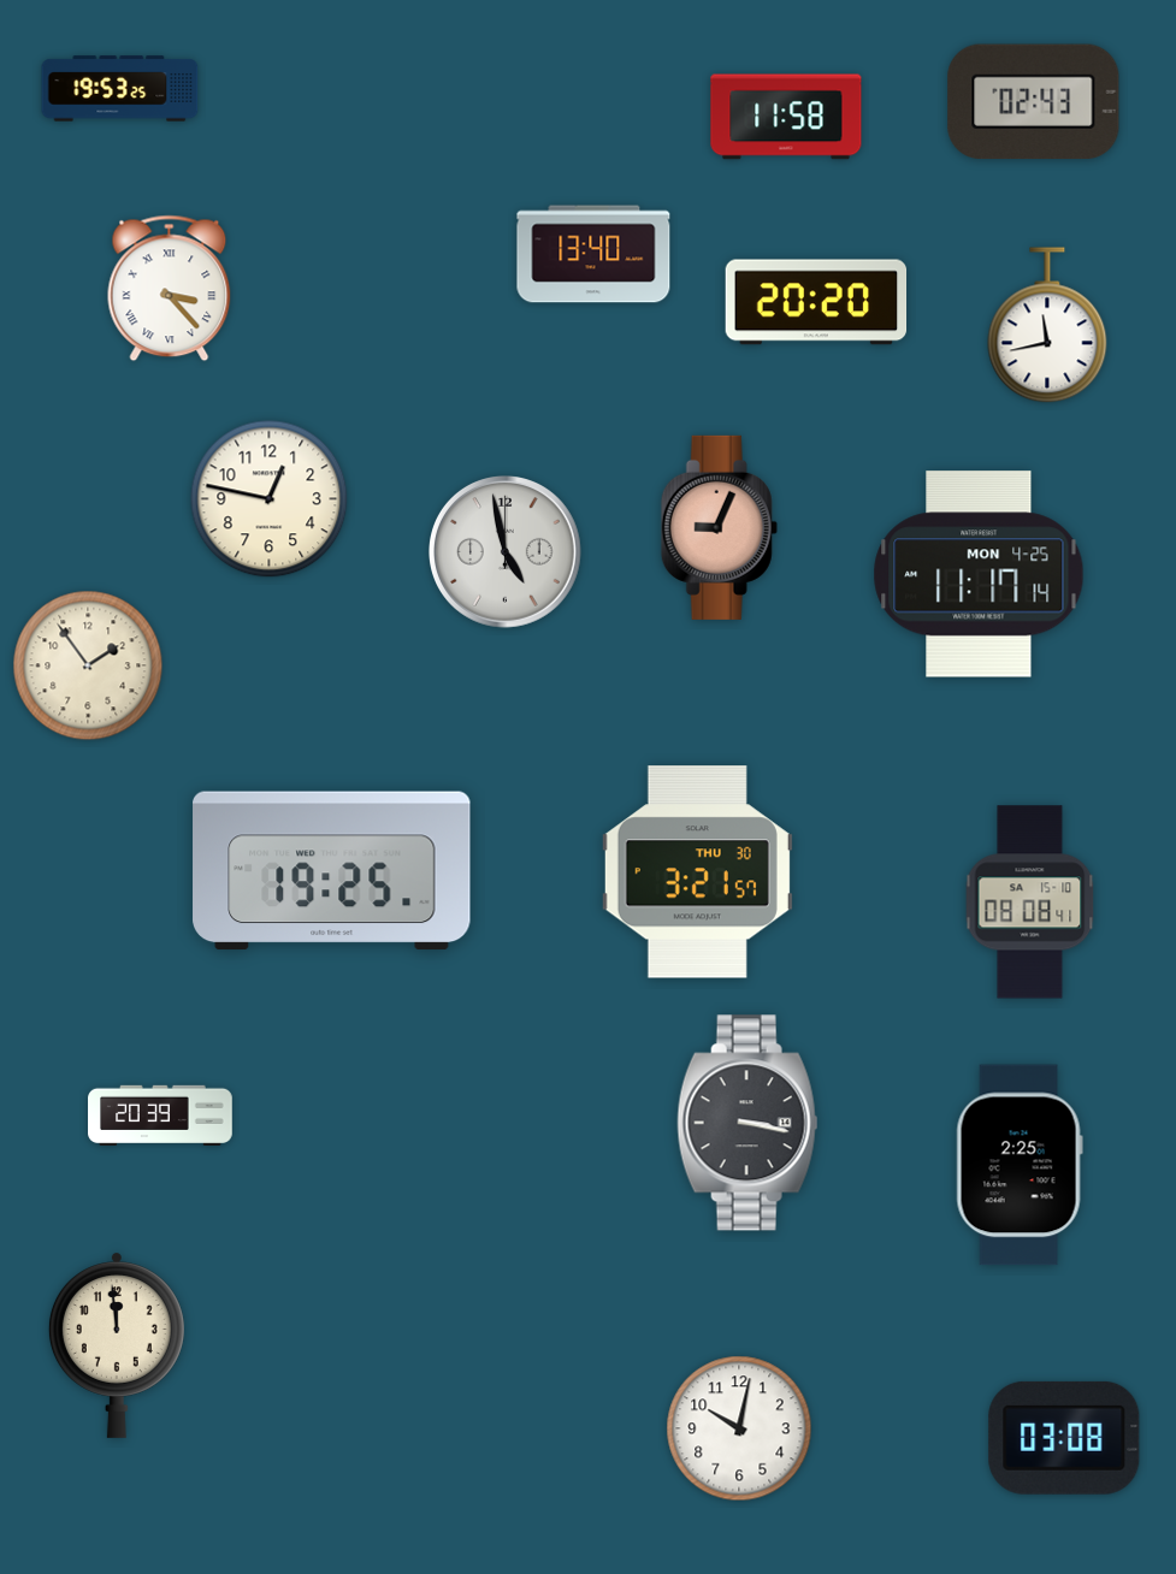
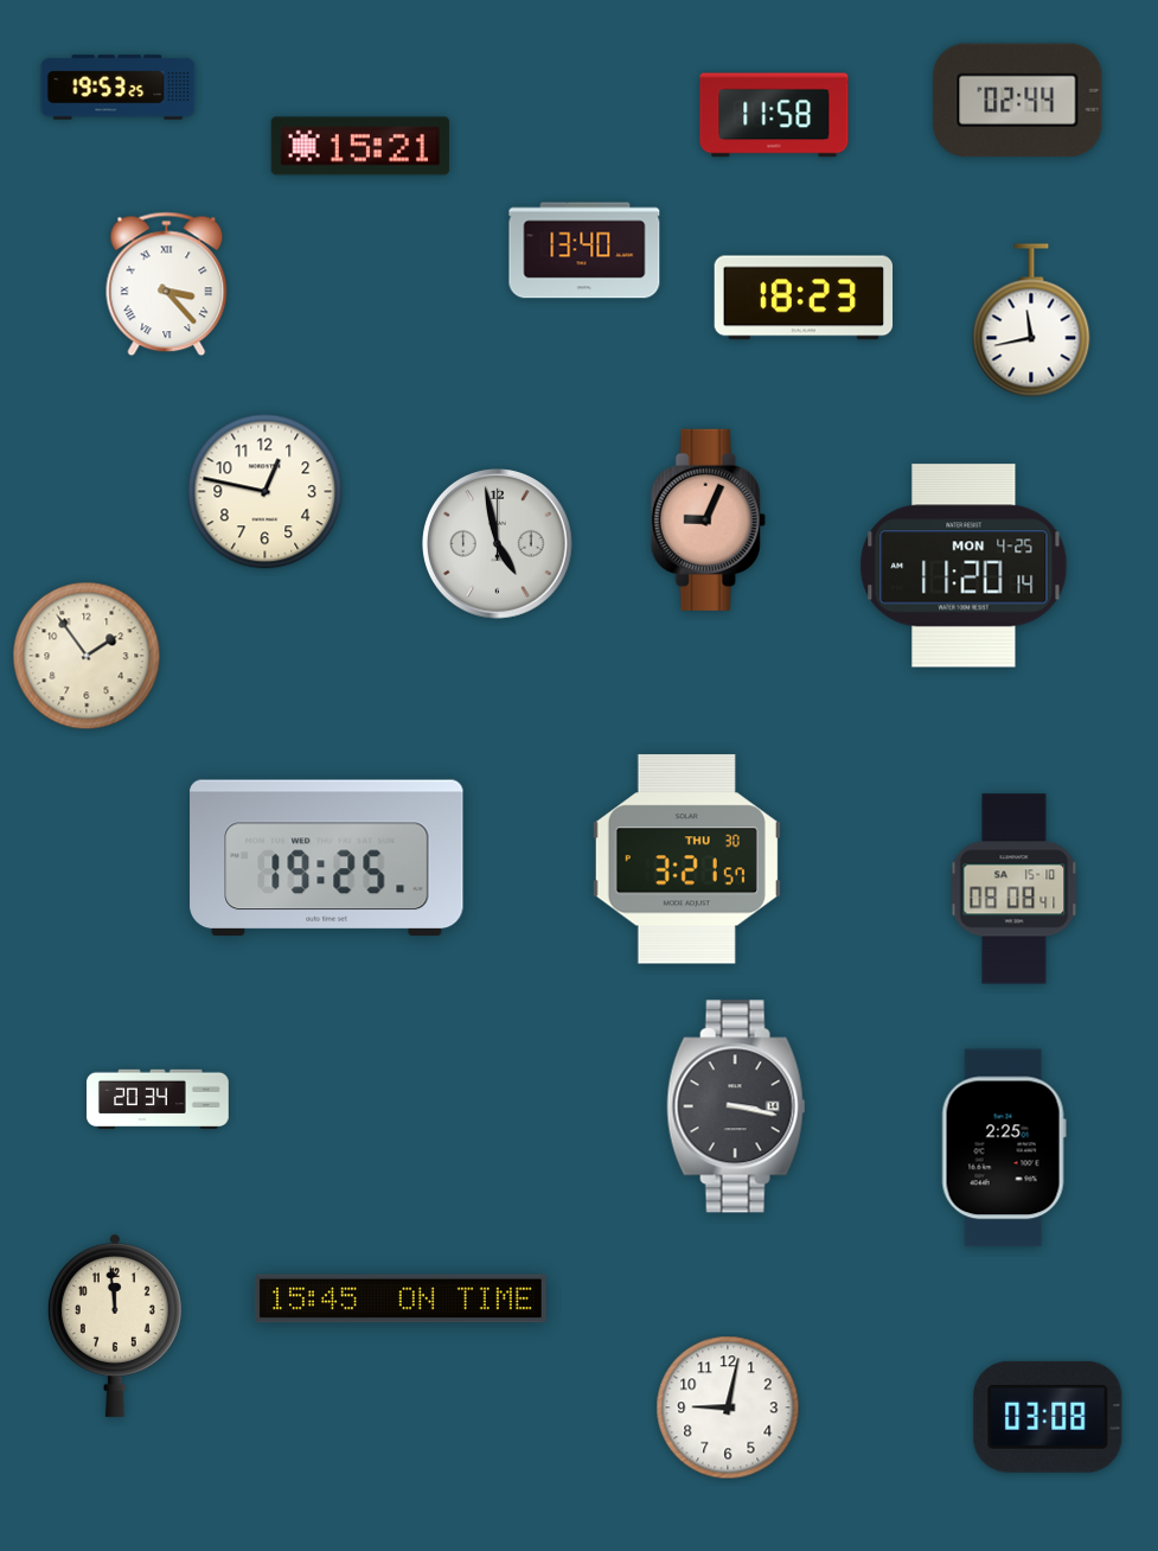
clock at (1034, 102): 02:43 -> 02:44
clock at (360, 146): none -> 15:21
clock at (816, 302): 20:20 -> 18:23
clock at (979, 574): 11:17 -> 11:20
clock at (160, 1114): 20:39 -> 20:34
clock at (401, 1298): none -> 15:45
clock at (739, 1428): 10:02 -> 9:02
